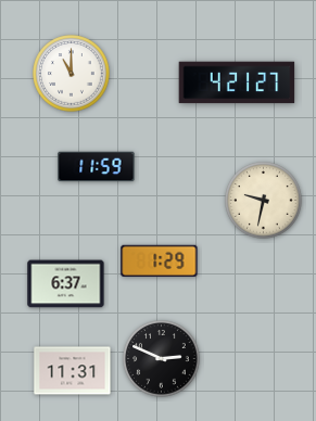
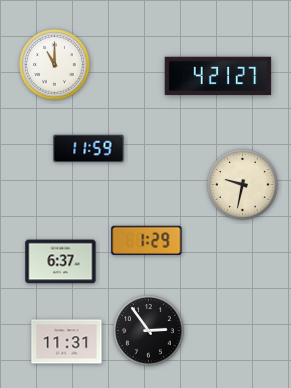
clock at (72, 74) position: (72, 74) -> (55, 65)
clock at (97, 167) position: (97, 167) -> (89, 149)
clock at (162, 359): 2:49 -> 2:54
